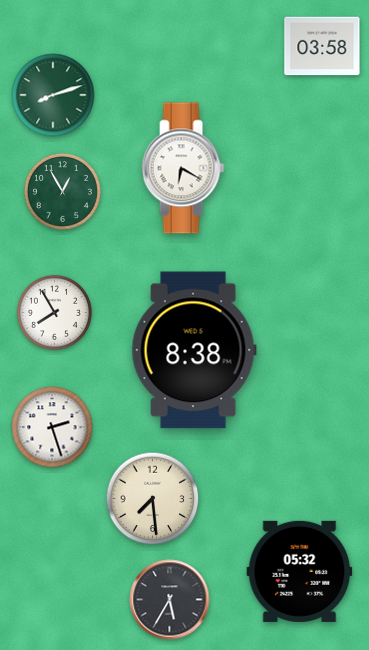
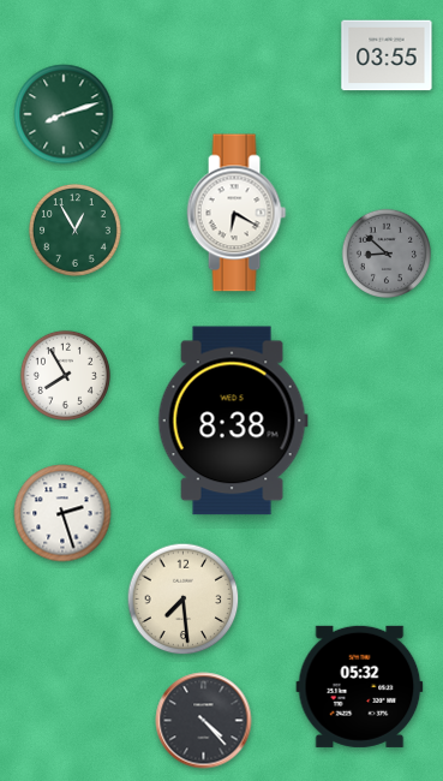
clock at (322, 46): 03:58 -> 03:55
clock at (183, 168) position: (183, 168) -> (237, 213)
clock at (385, 252): none -> 8:52
clock at (170, 600): 5:35 -> 4:23
